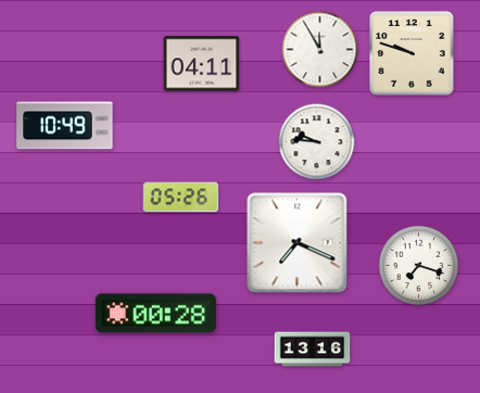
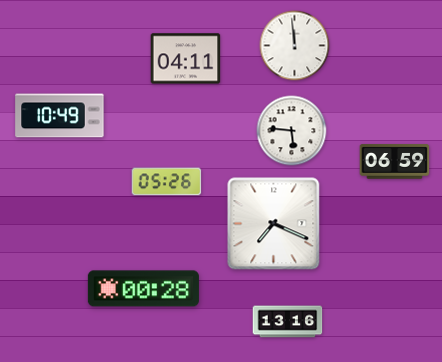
clock at (320, 50): 11:55 -> 11:59
clock at (412, 53): 9:48 -> none
clock at (317, 142): 9:46 -> 5:46
clock at (395, 162): none -> 06:59
clock at (419, 266): 7:18 -> none
